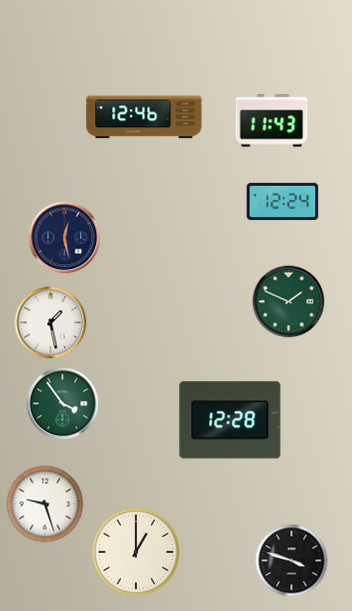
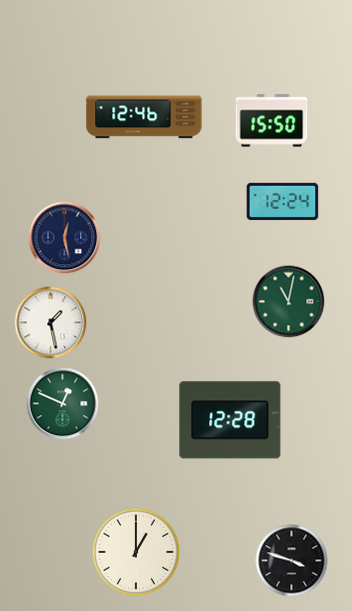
clock at (272, 121): 11:43 -> 15:50
clock at (289, 302): 1:49 -> 11:02
clock at (63, 404): 3:54 -> 12:49
clock at (45, 504): 9:27 -> none
